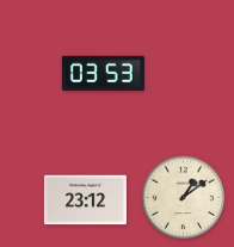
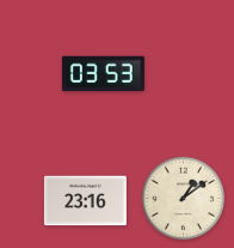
clock at (85, 200): 23:12 -> 23:16
